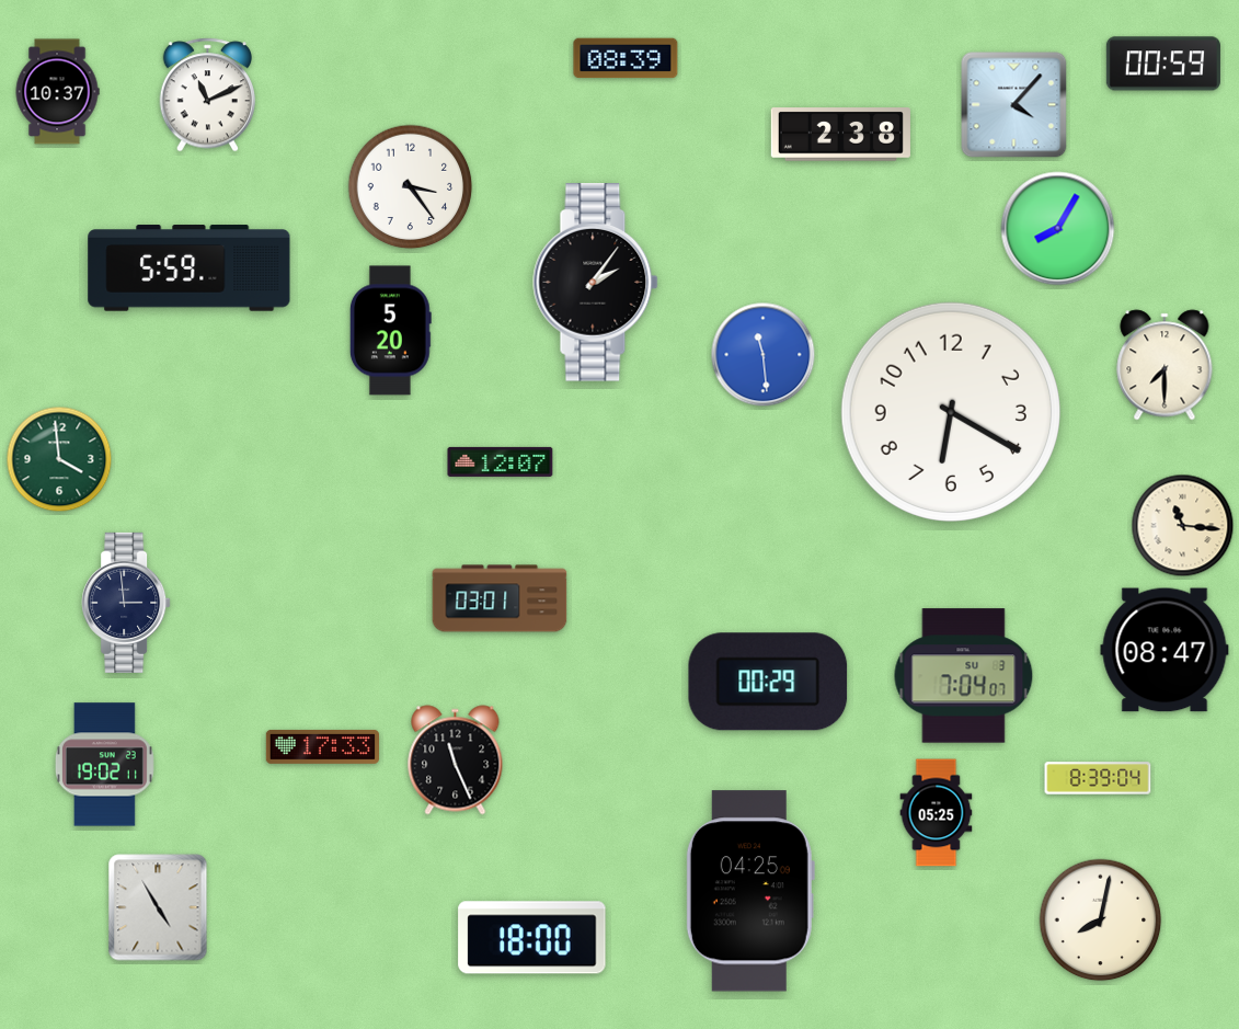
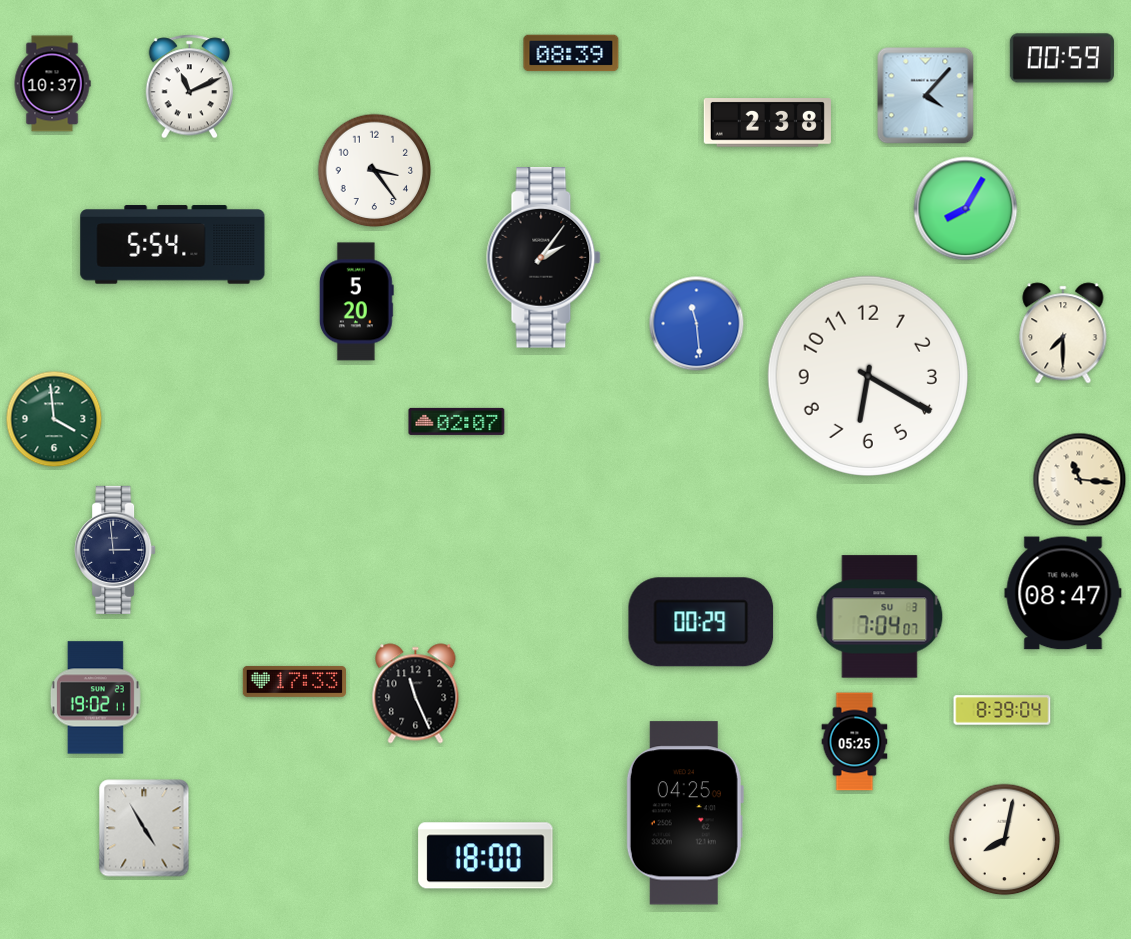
clock at (190, 268): 5:59 -> 5:54
clock at (501, 461): 12:07 -> 02:07
clock at (500, 598): 03:01 -> none
